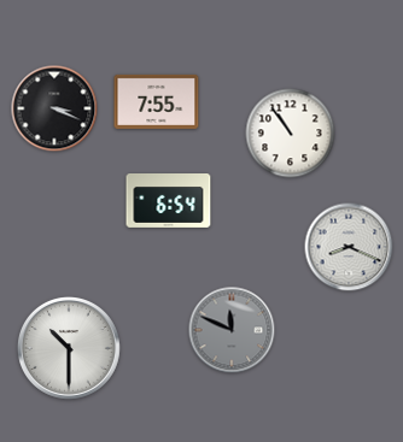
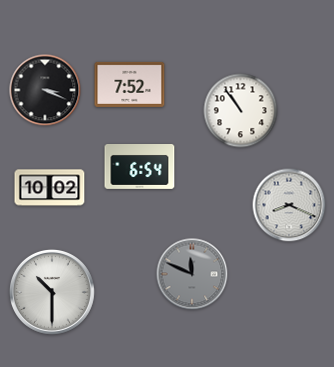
clock at (157, 101): 7:55 -> 7:52
clock at (50, 188): none -> 10:02
clock at (69, 348) position: (69, 348) -> (52, 292)
